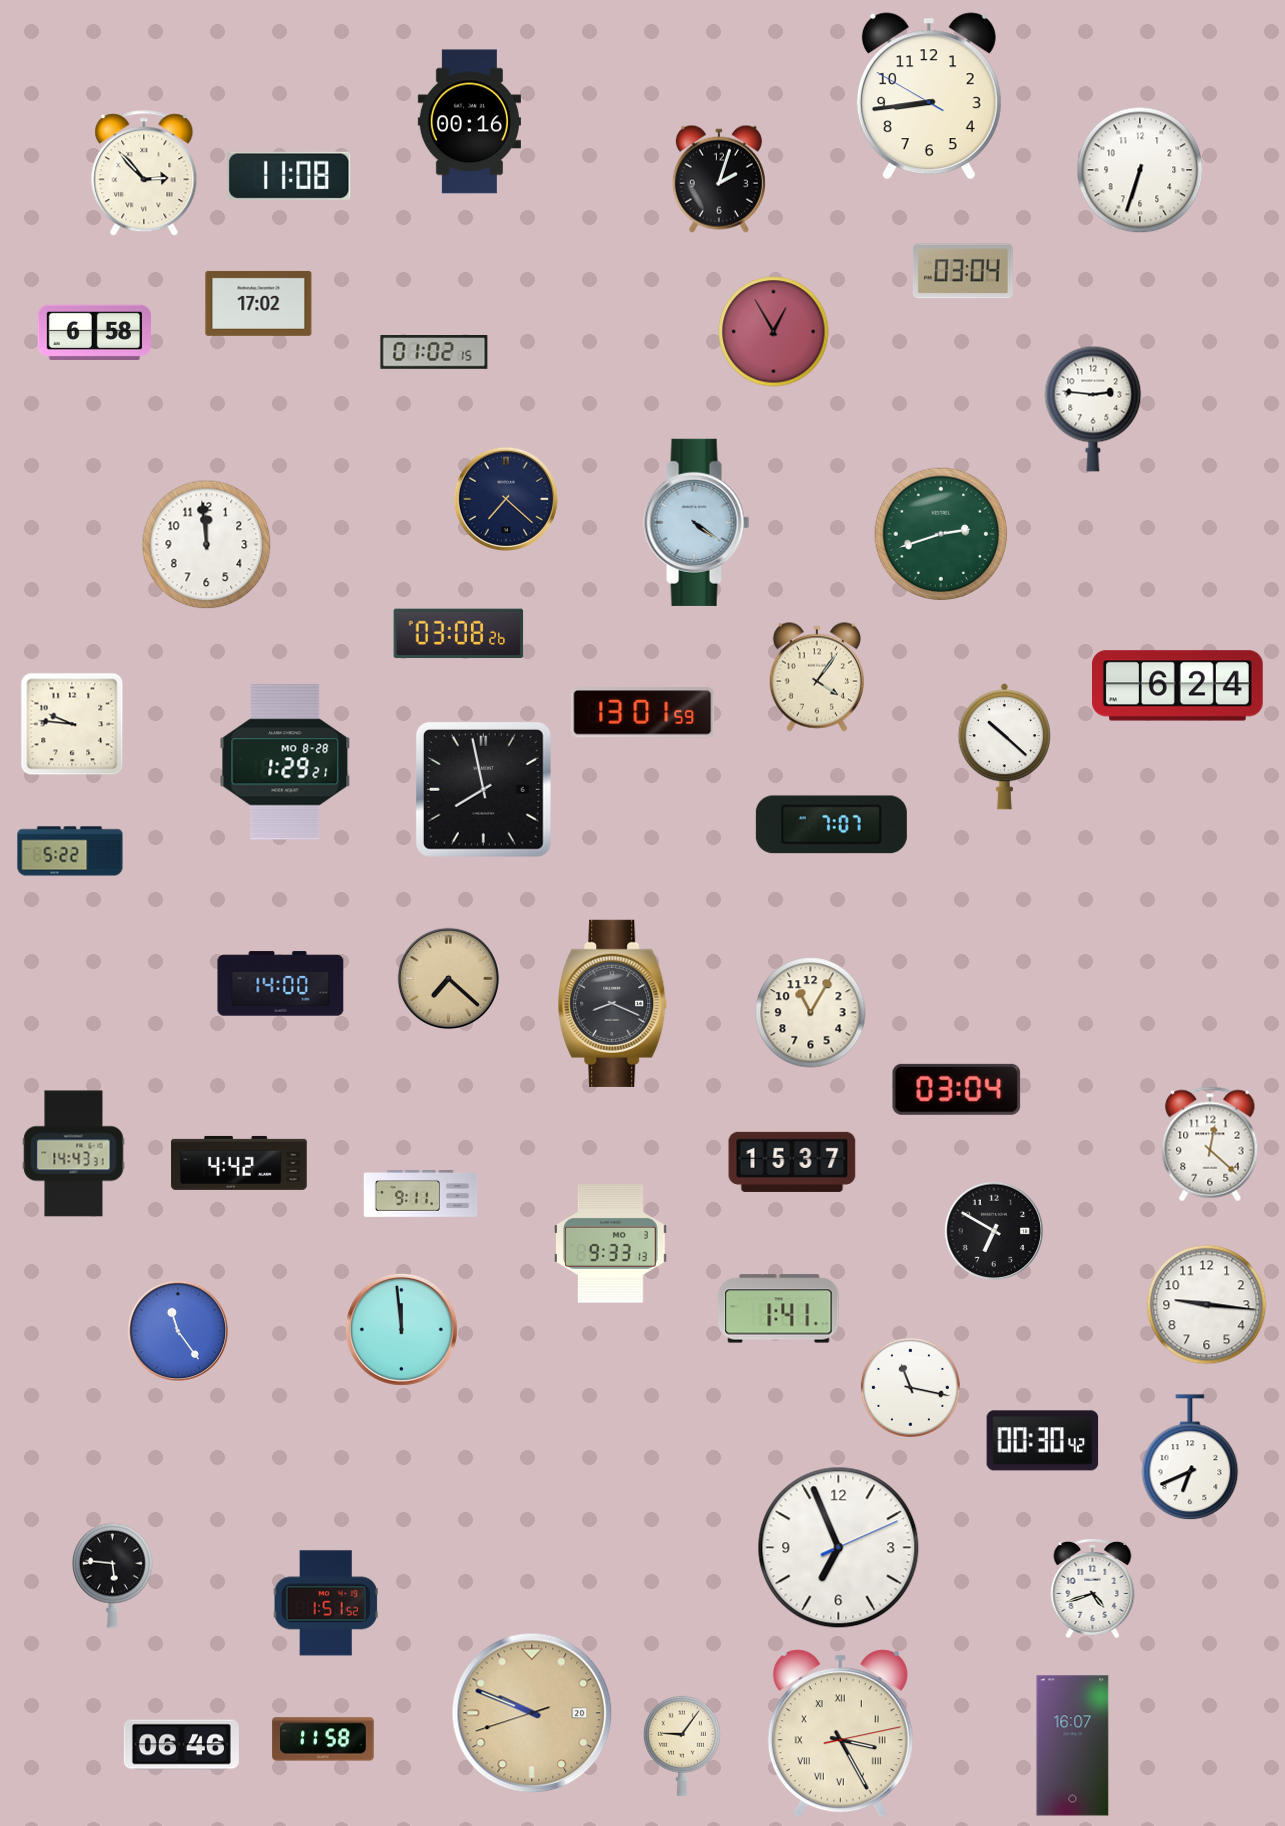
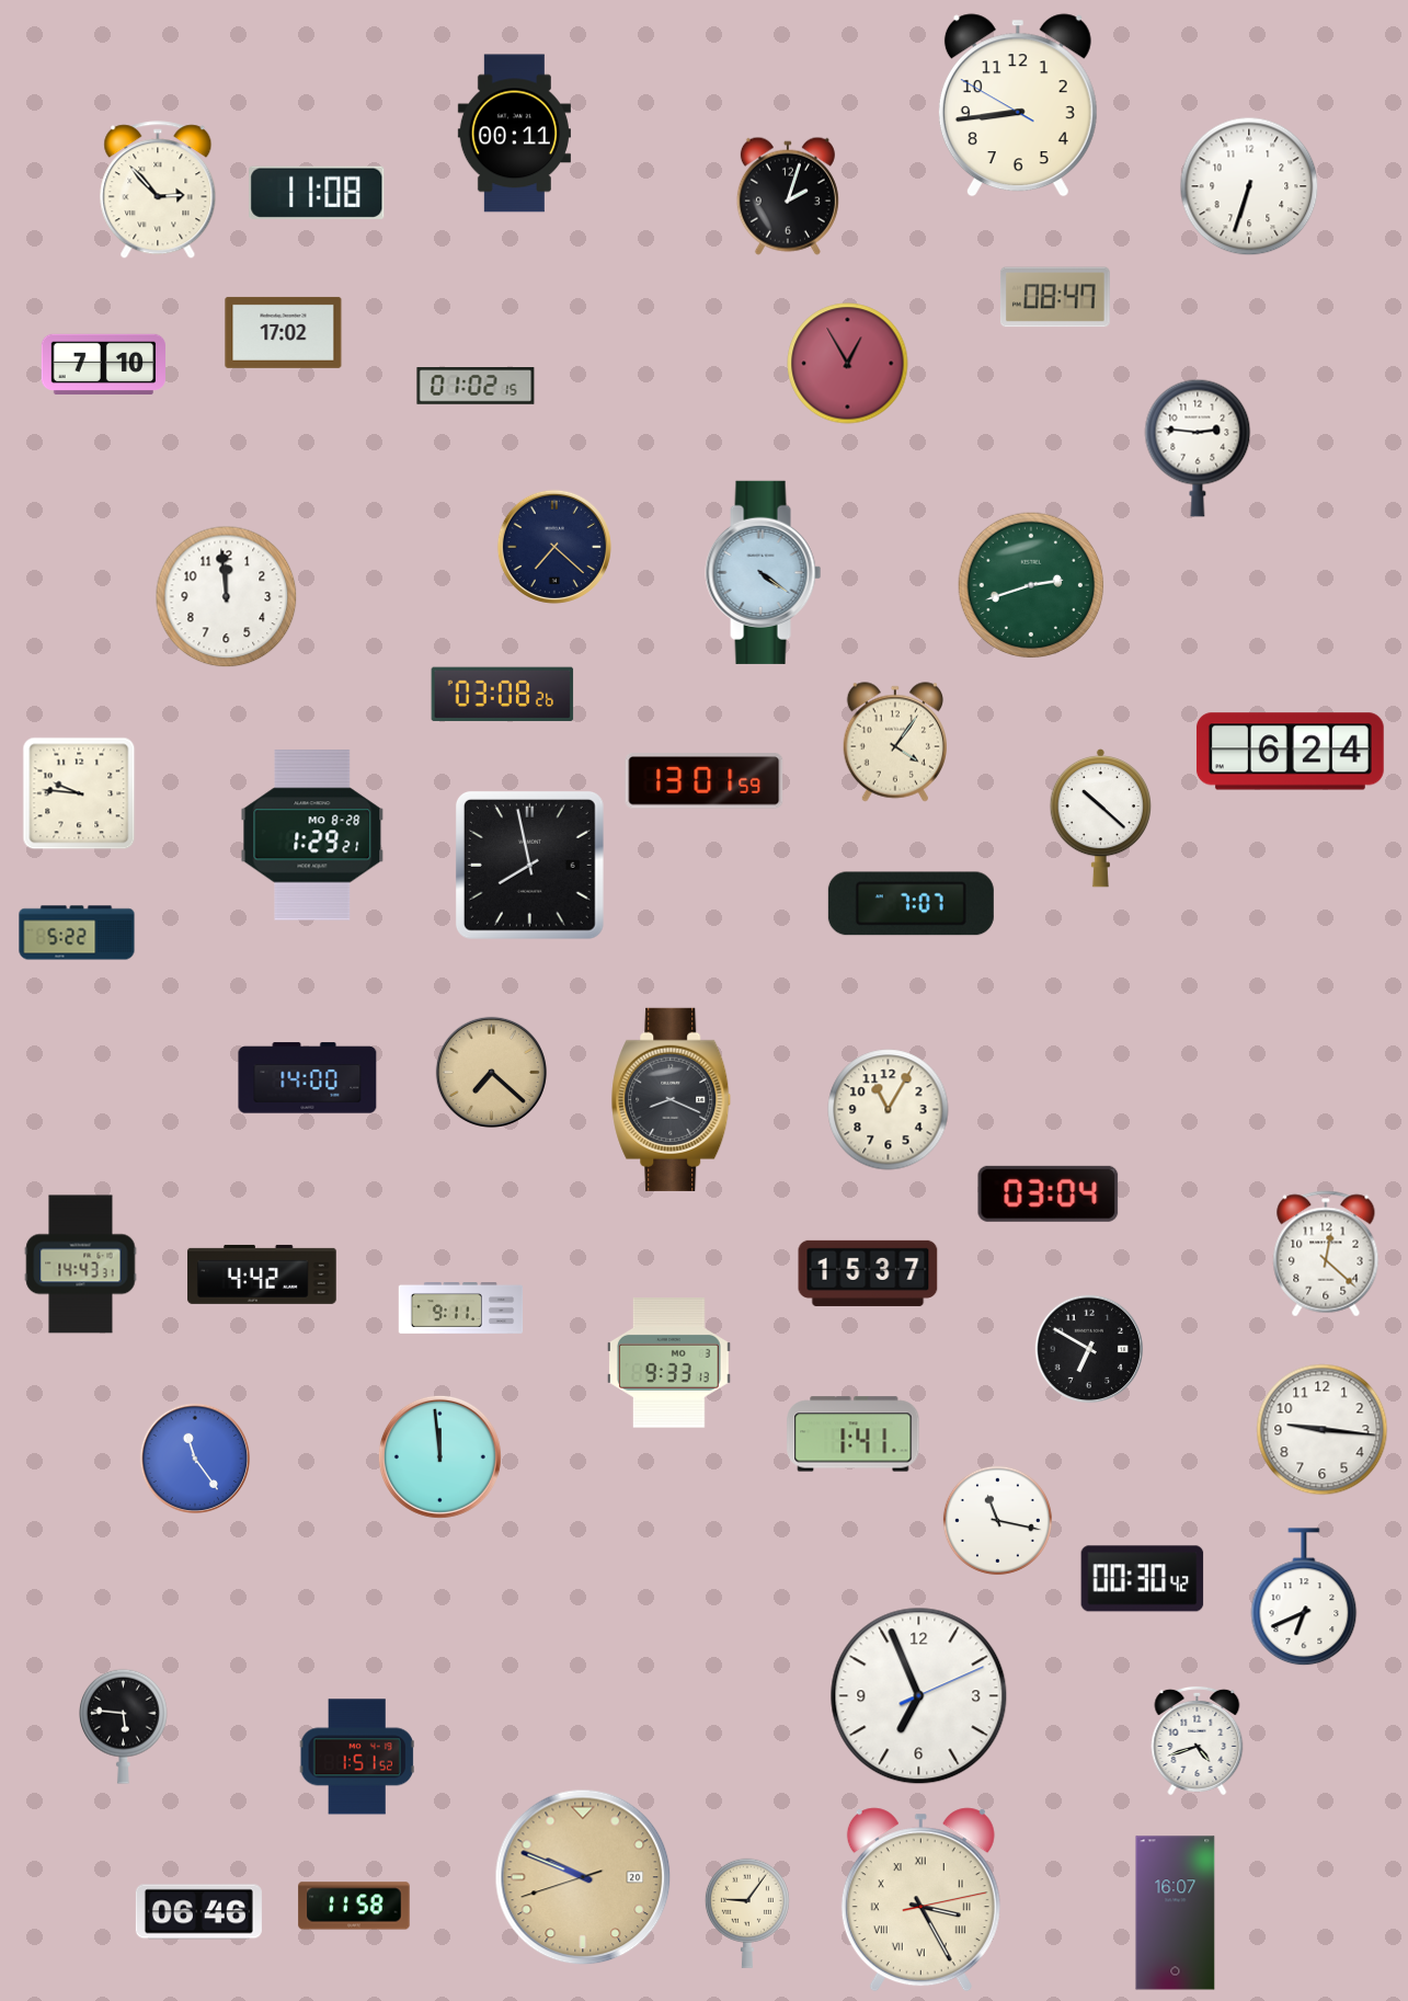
clock at (469, 122): 00:16 -> 00:11
clock at (963, 271): 03:04 -> 08:47
clock at (94, 332): 6:58 -> 7:10
